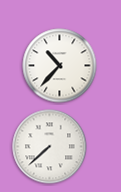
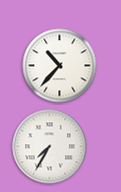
clock at (50, 147): 7:38 -> 7:35
